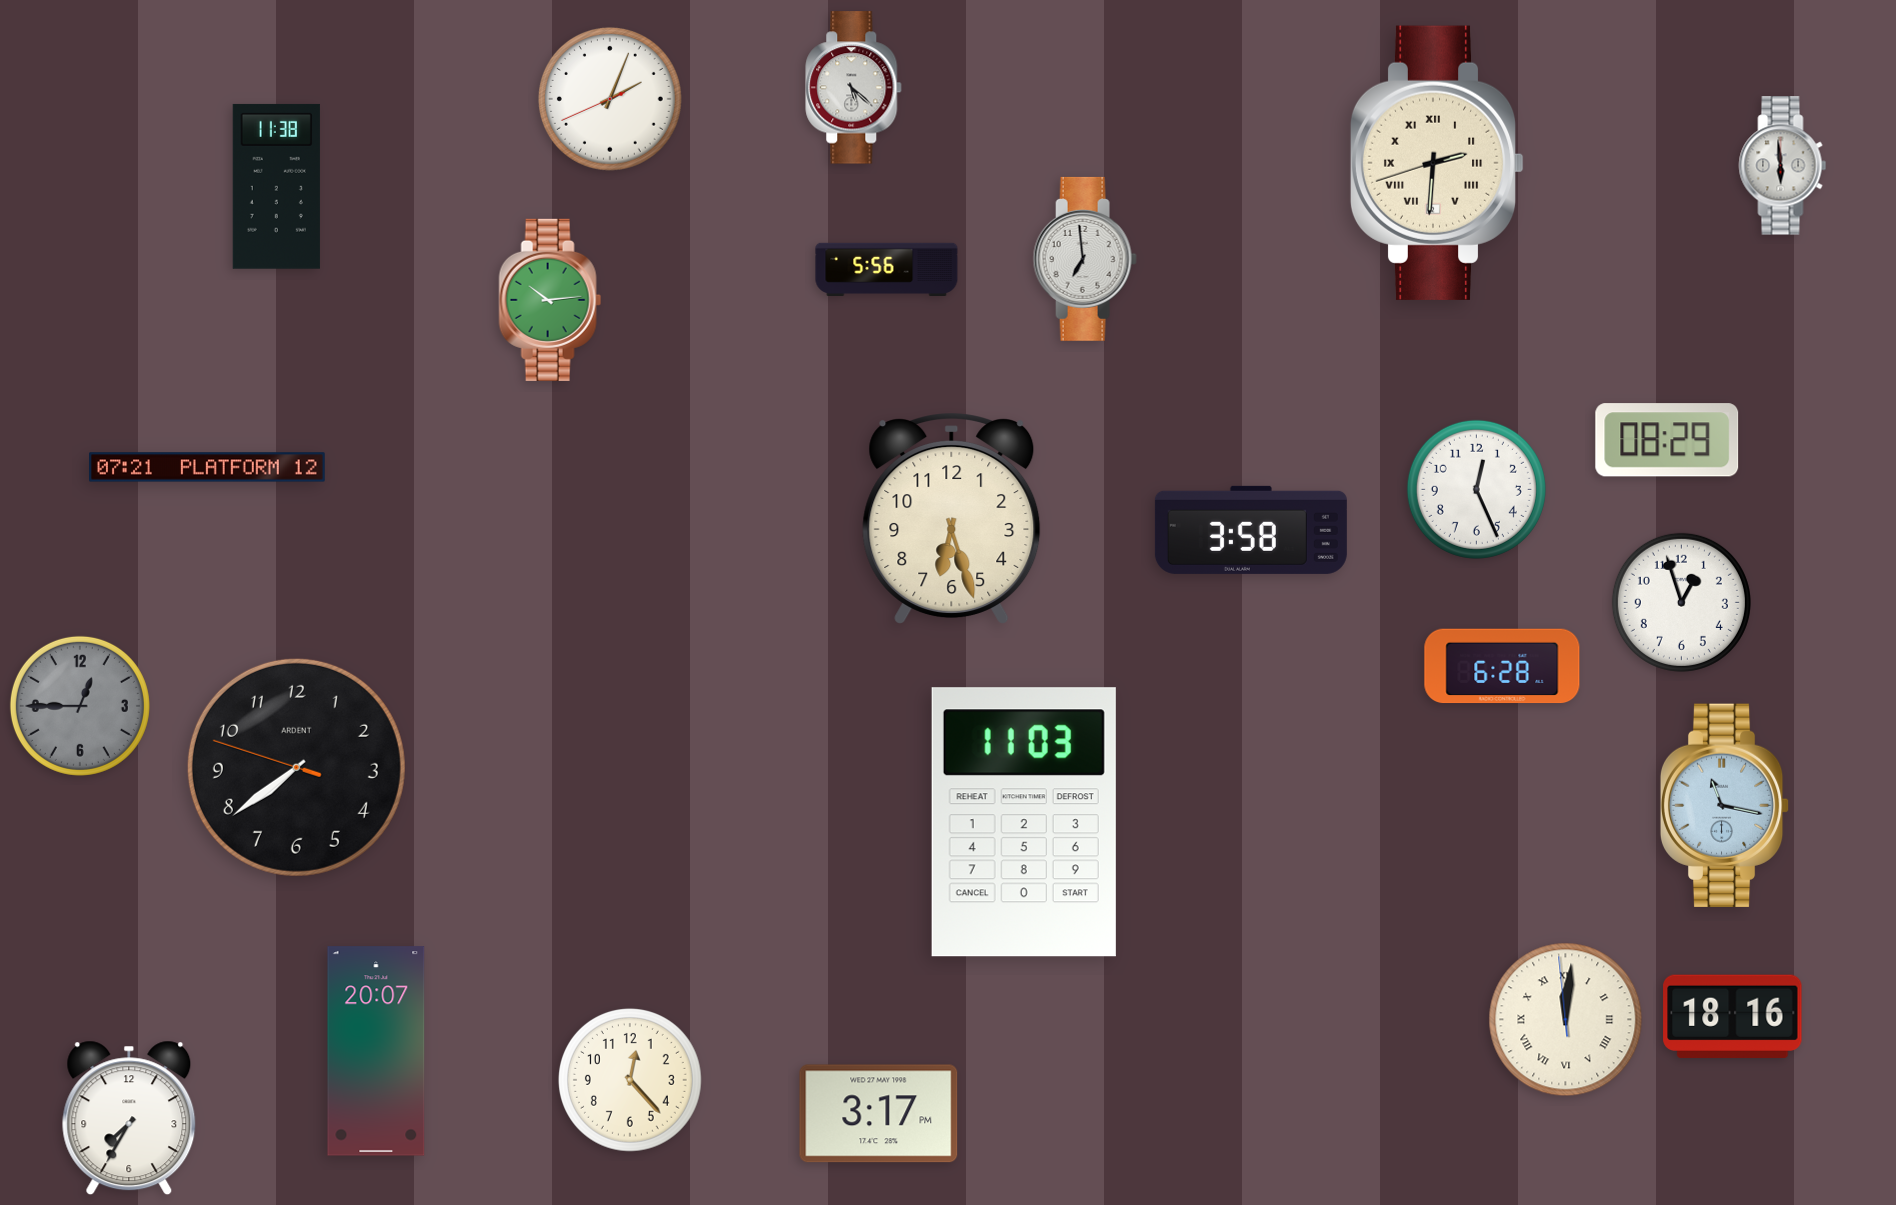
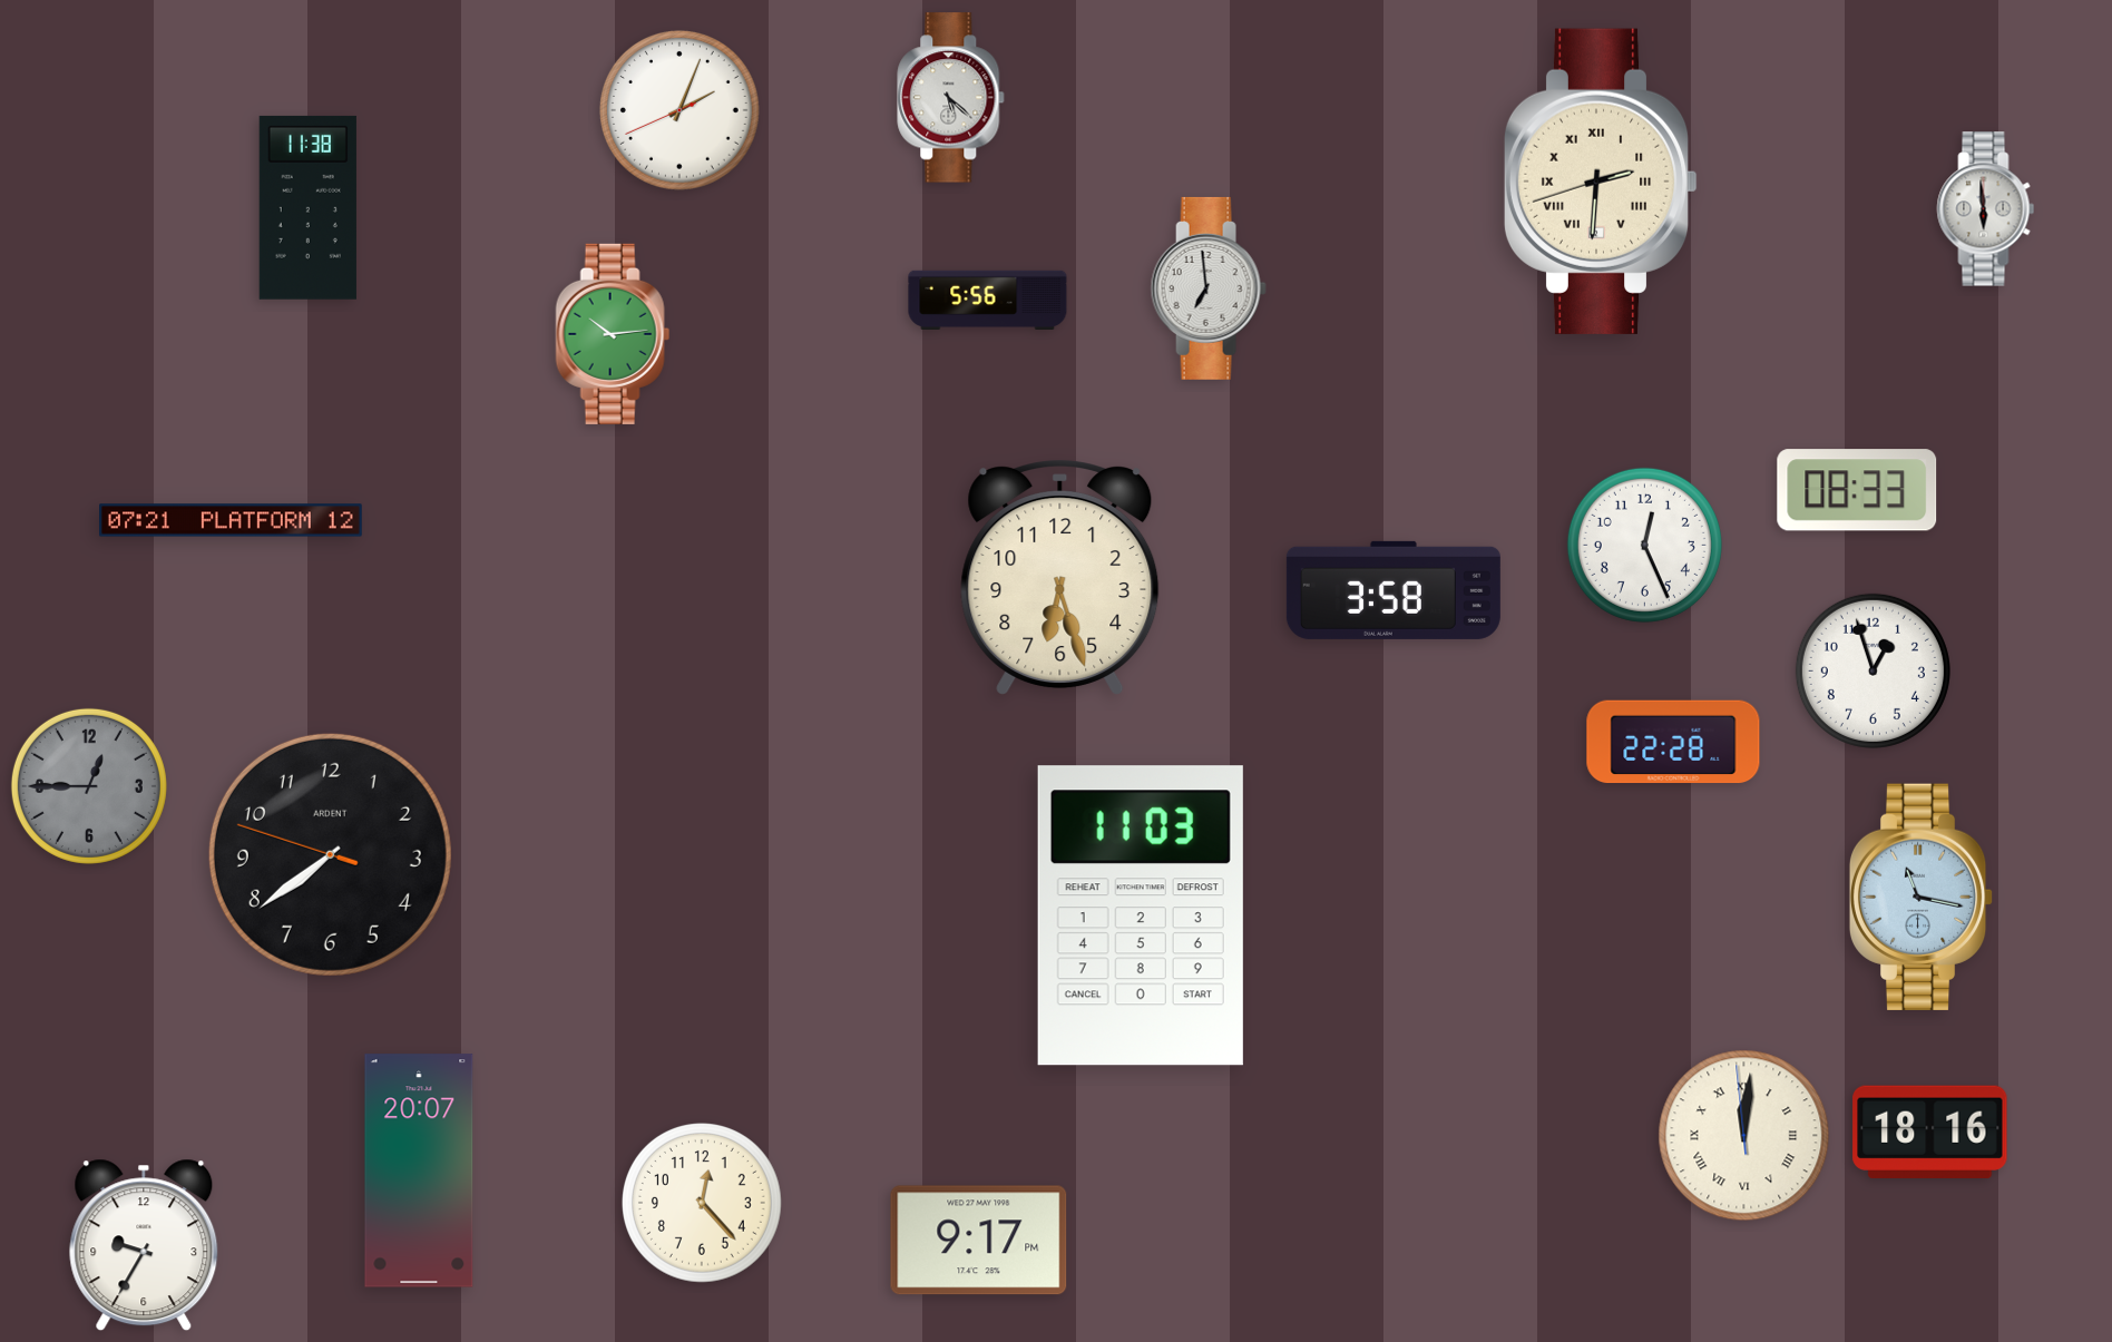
clock at (1783, 166) position: (1783, 166) -> (1986, 209)
clock at (1667, 440): 08:29 -> 08:33
clock at (1502, 666): 6:28 -> 22:28
clock at (879, 1114): 3:17 -> 9:17
clock at (129, 1118): 7:35 -> 9:35
